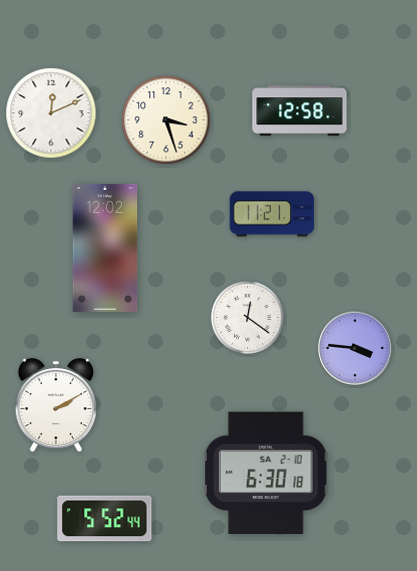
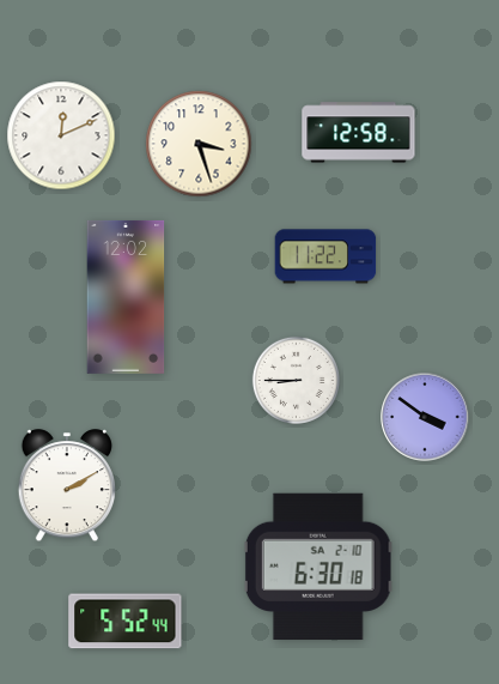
clock at (272, 214): 11:21 -> 11:22
clock at (247, 317): 12:21 -> 8:45
clock at (355, 348): 3:46 -> 3:51
